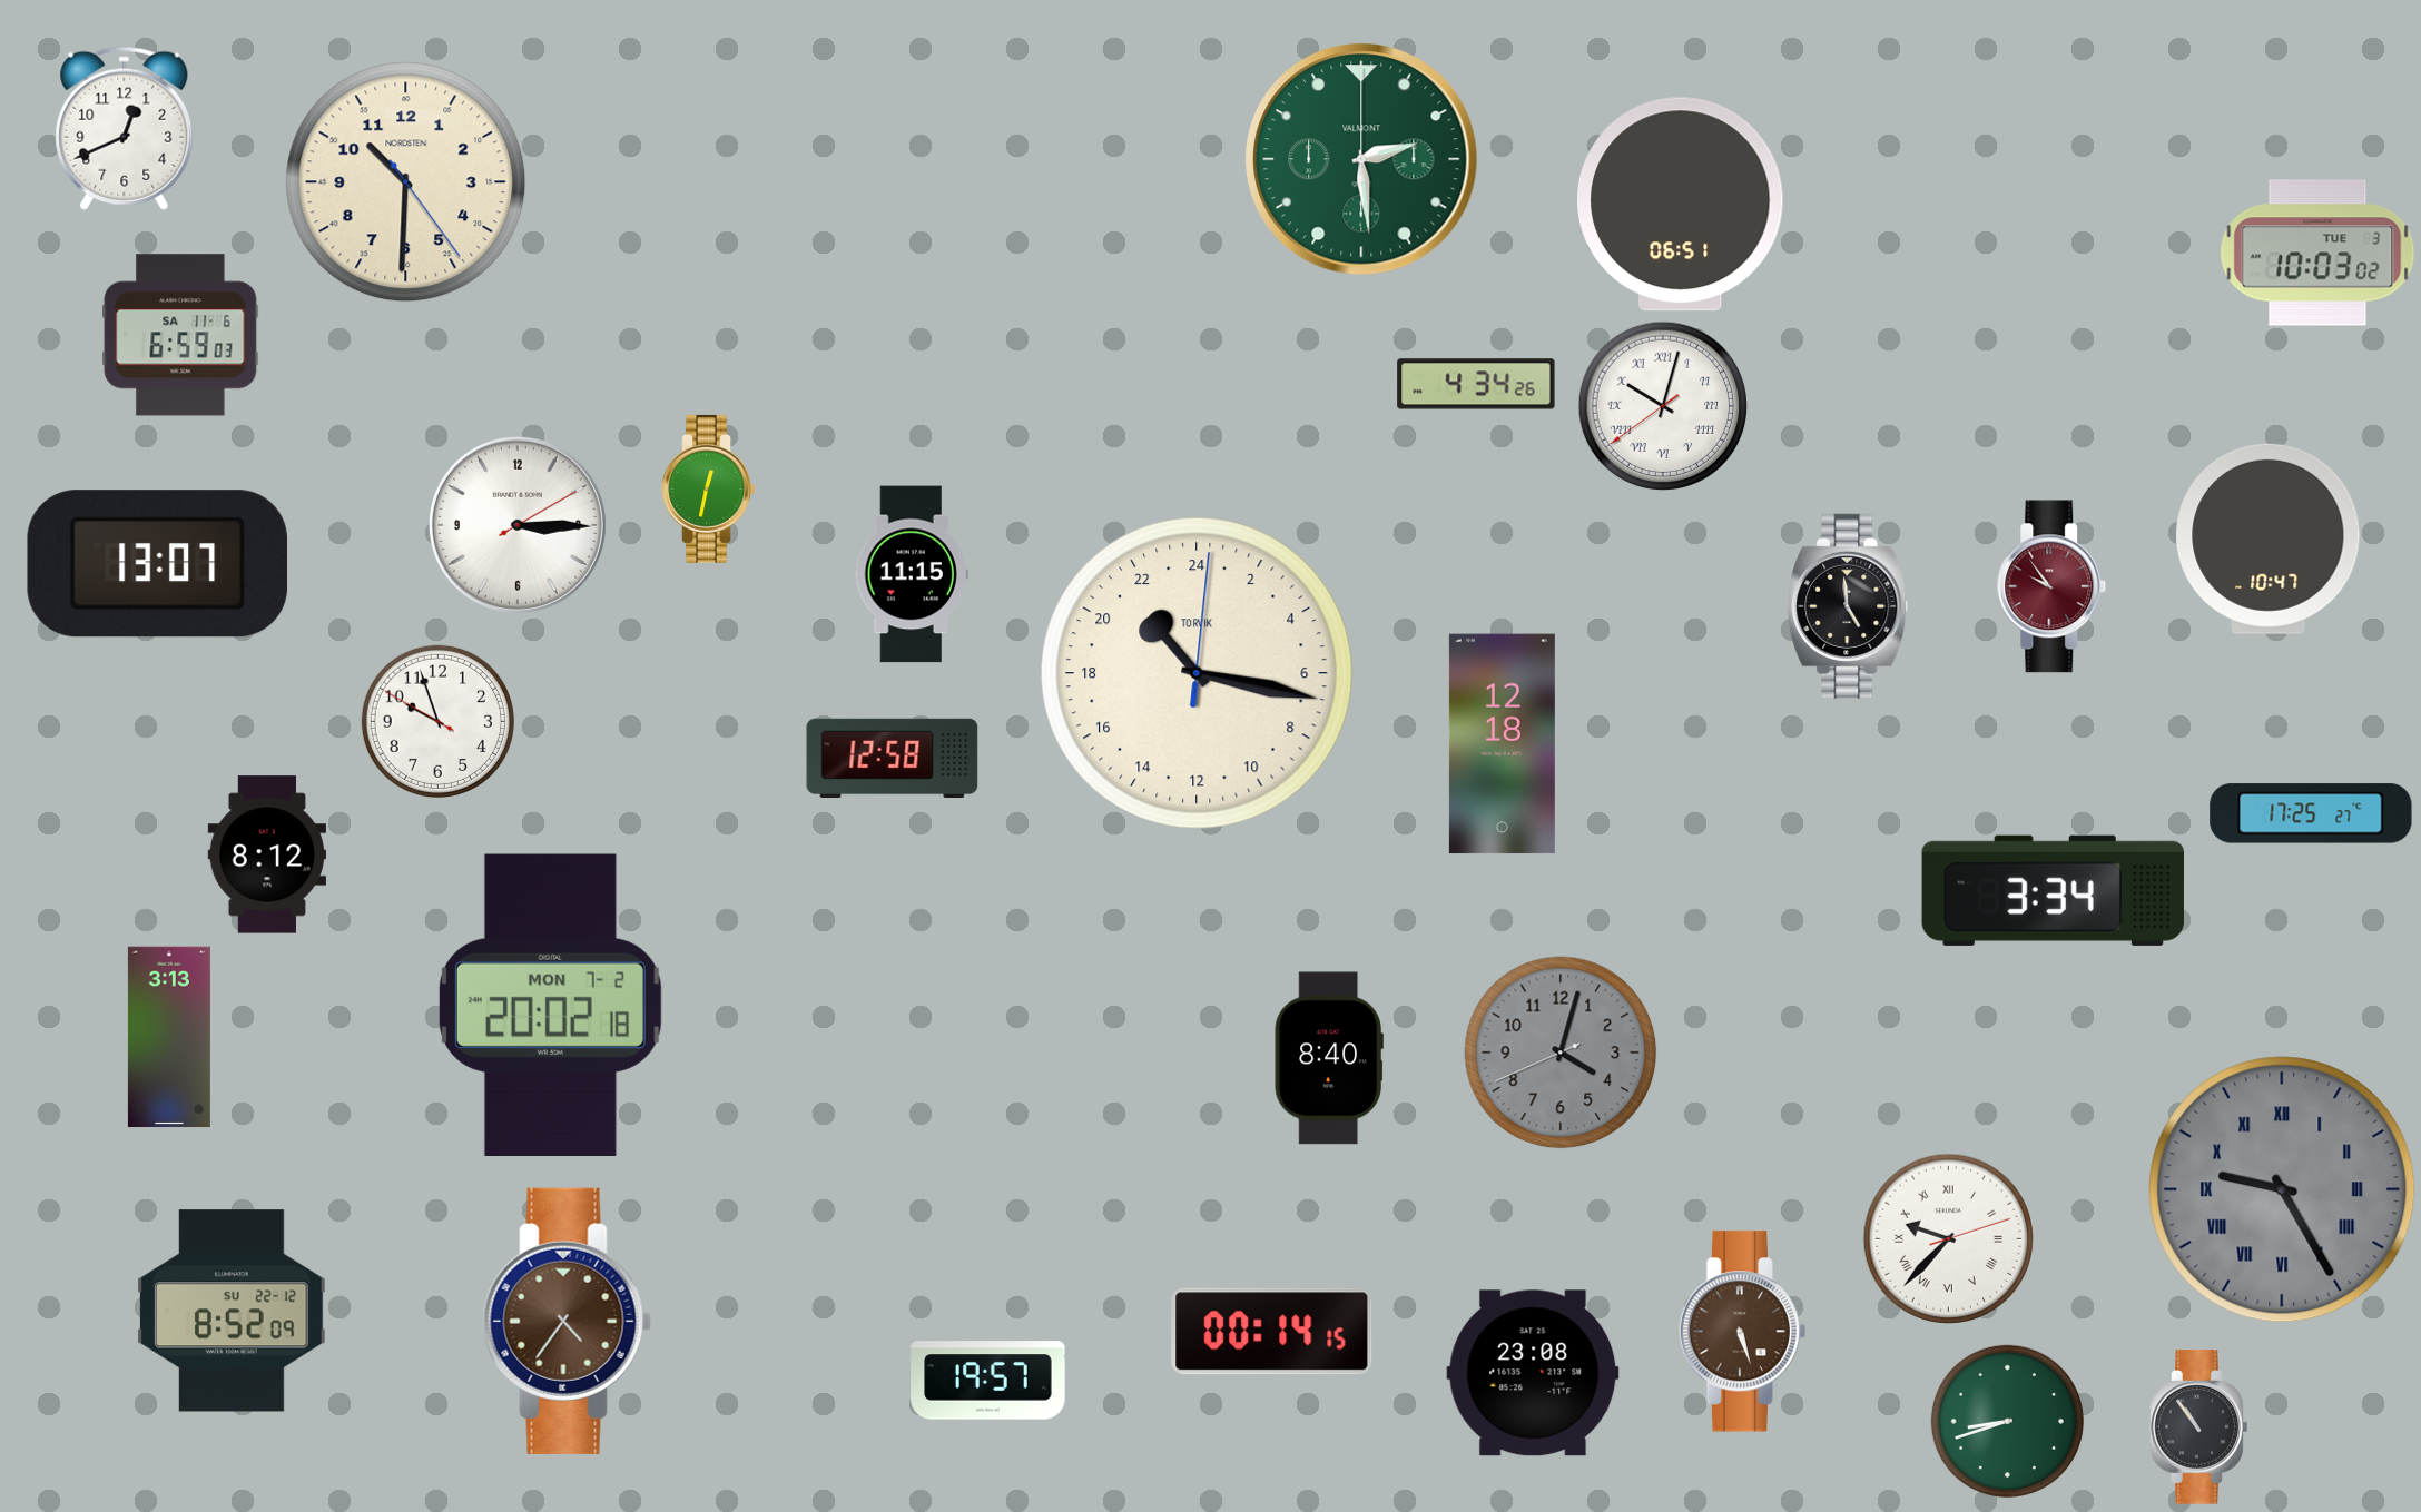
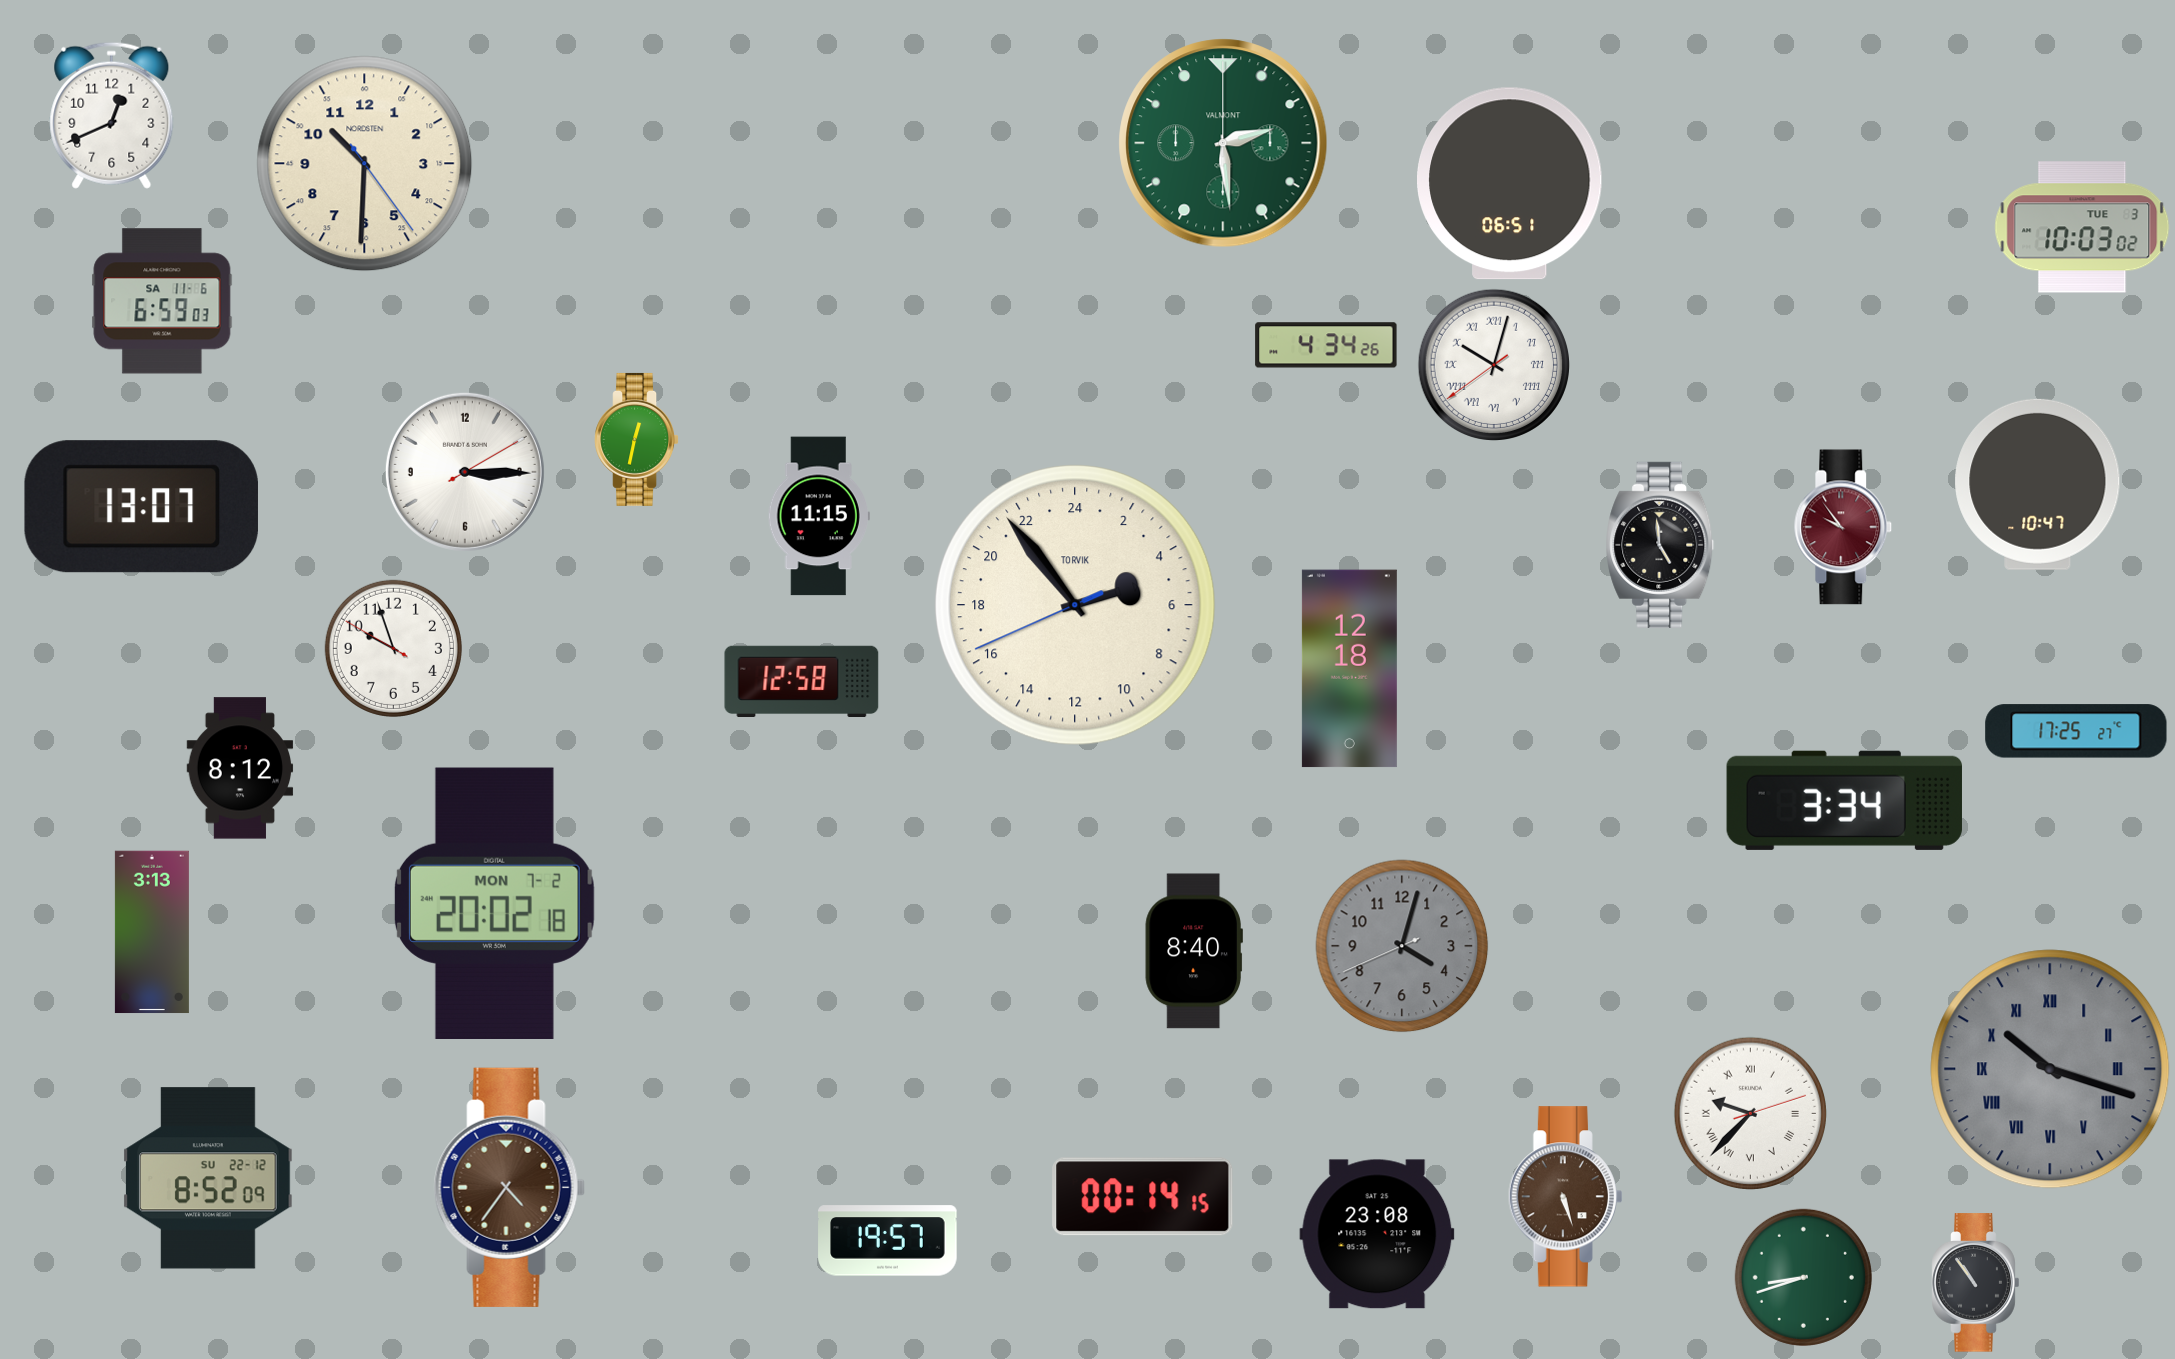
clock at (1198, 674): 21:17 -> 4:53
clock at (2282, 1189): 9:25 -> 10:18
